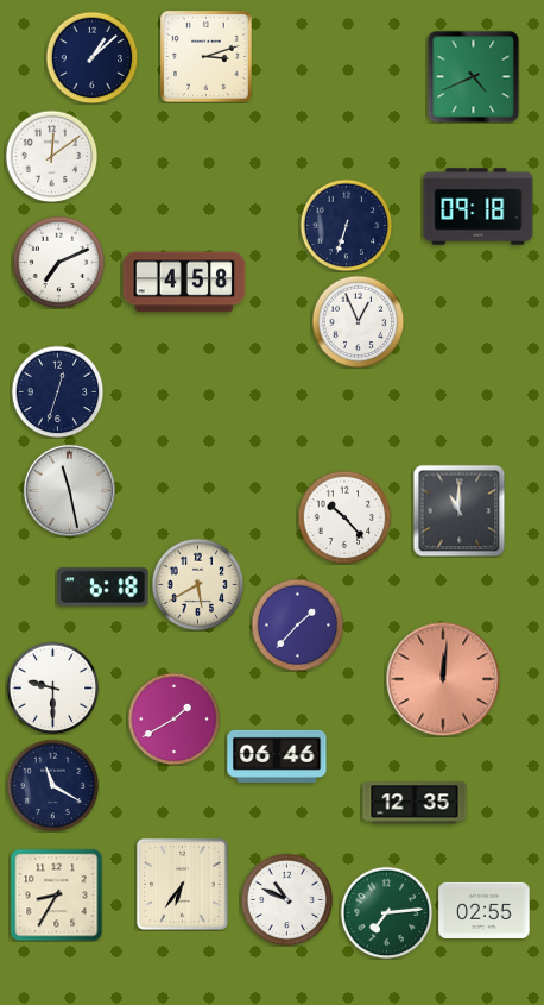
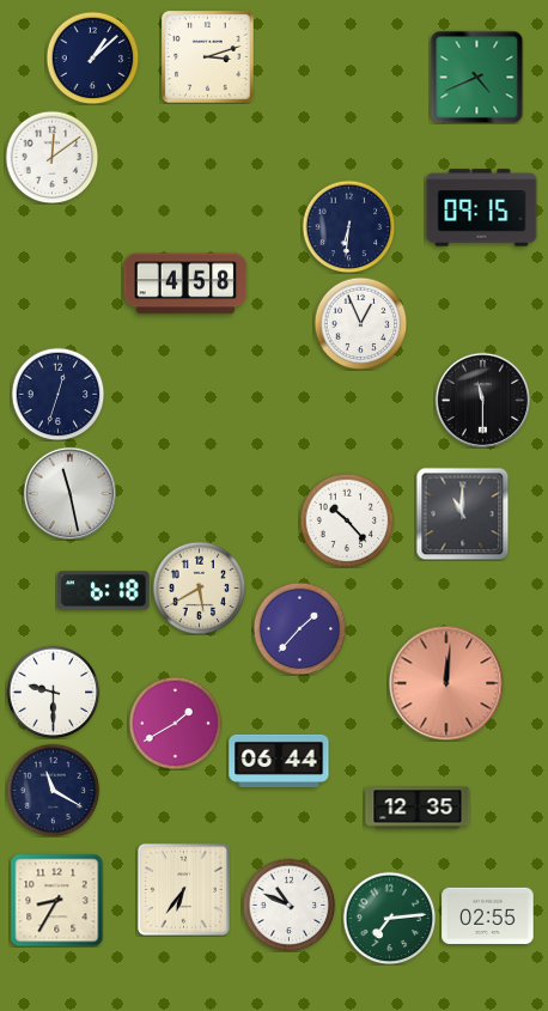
clock at (479, 207): 09:18 -> 09:15
clock at (346, 225): 6:33 -> 6:31
clock at (58, 262): 7:11 -> none
clock at (482, 400): none -> 11:30
clock at (277, 756): 06:46 -> 06:44
